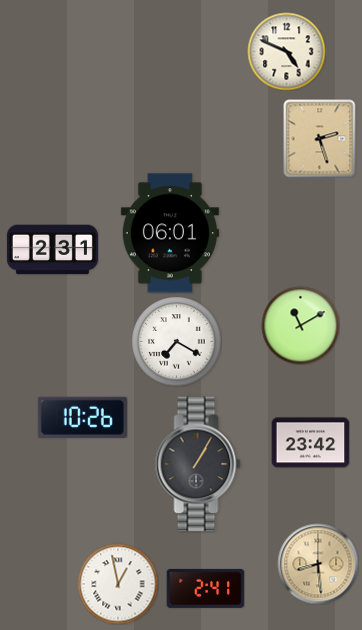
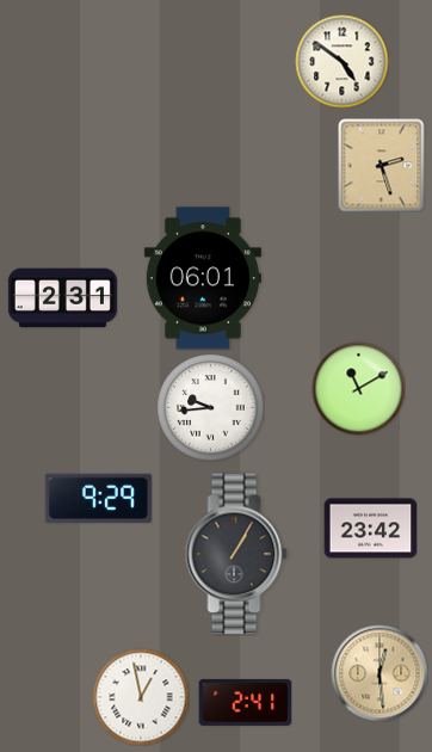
clock at (286, 51): 4:49 -> 4:51
clock at (176, 341): 7:20 -> 9:44
clock at (82, 417): 10:26 -> 9:29
clock at (318, 564): 8:29 -> 12:29
